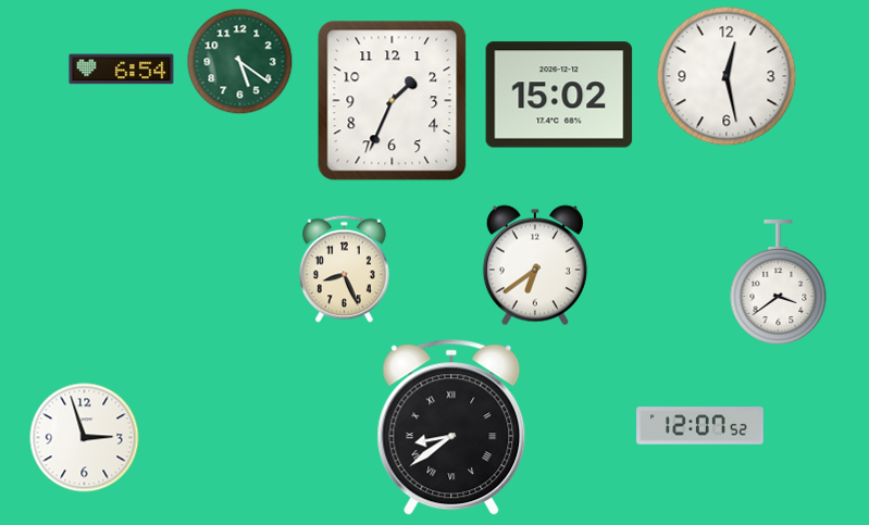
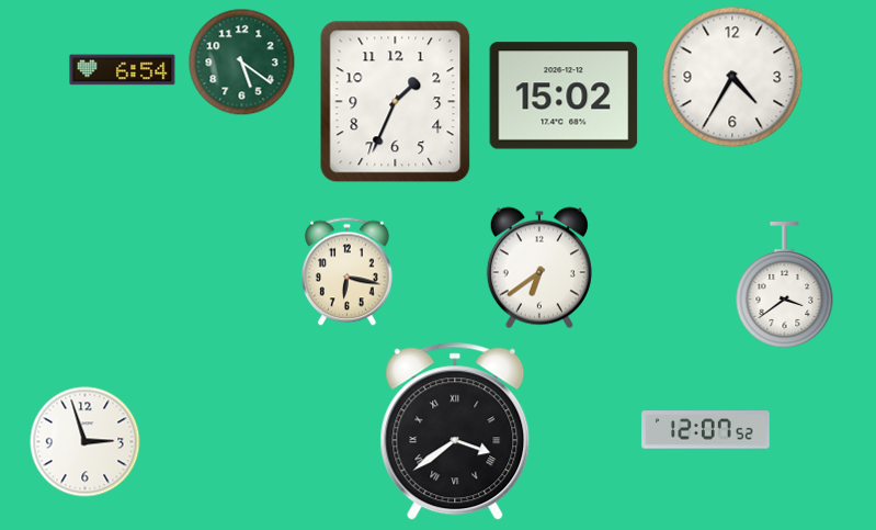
clock at (727, 76): 12:28 -> 4:35
clock at (345, 270): 8:26 -> 6:17
clock at (451, 427): 8:39 -> 3:39
